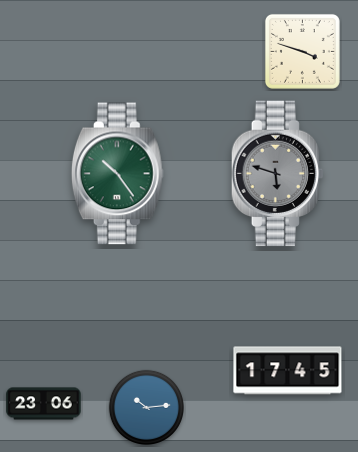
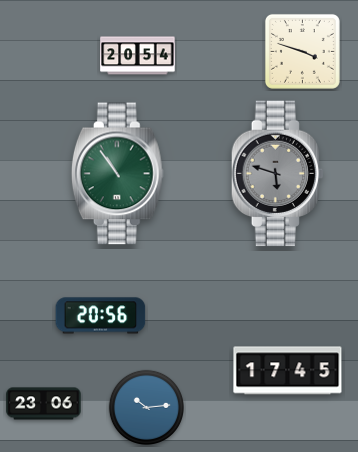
clock at (138, 56): none -> 20:54
clock at (117, 174): 10:24 -> 10:54
clock at (101, 316): none -> 20:56
